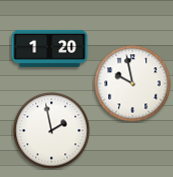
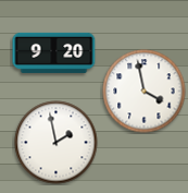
clock at (50, 48): 1:20 -> 9:20
clock at (133, 84): 9:58 -> 3:58
